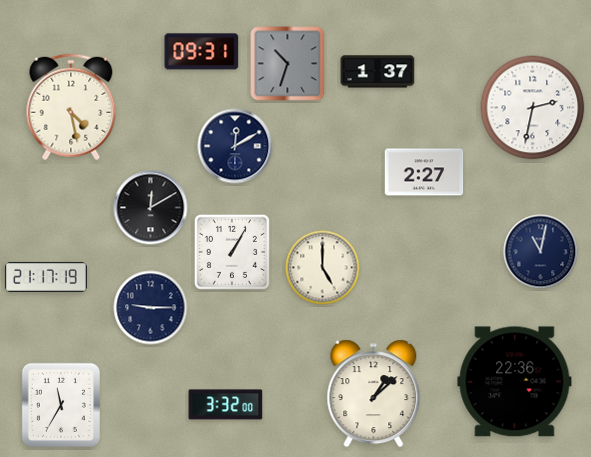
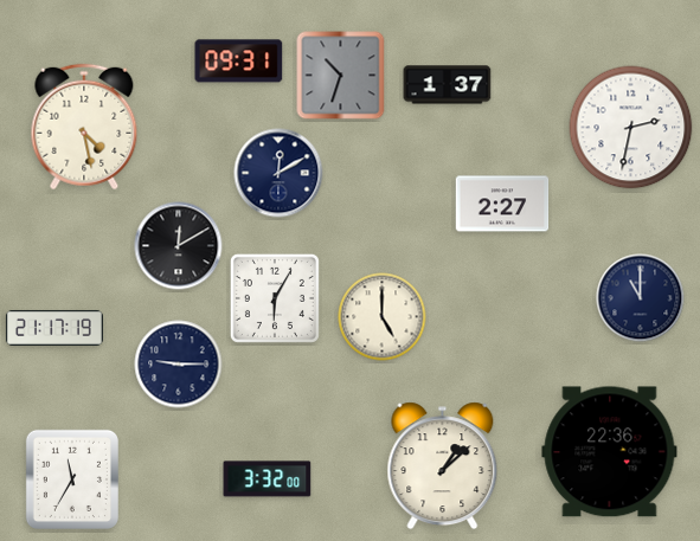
clock at (232, 252): 1:05 -> 6:05
clock at (541, 252): 11:02 -> 11:00
